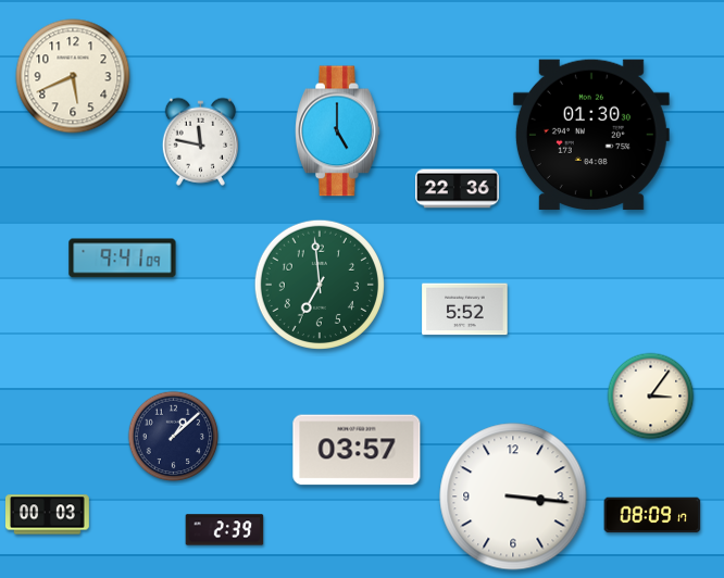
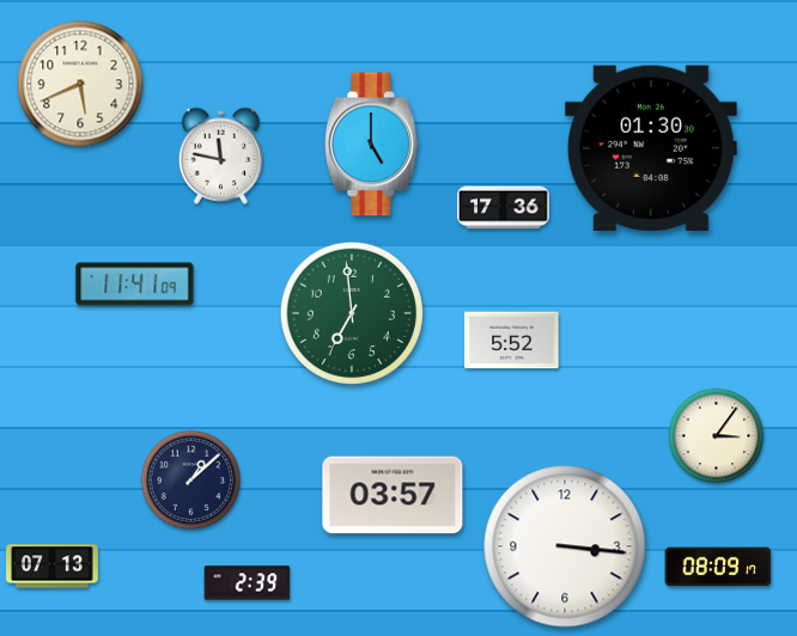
clock at (458, 189): 22:36 -> 17:36
clock at (123, 259): 9:41 -> 11:41
clock at (48, 515): 00:03 -> 07:13
